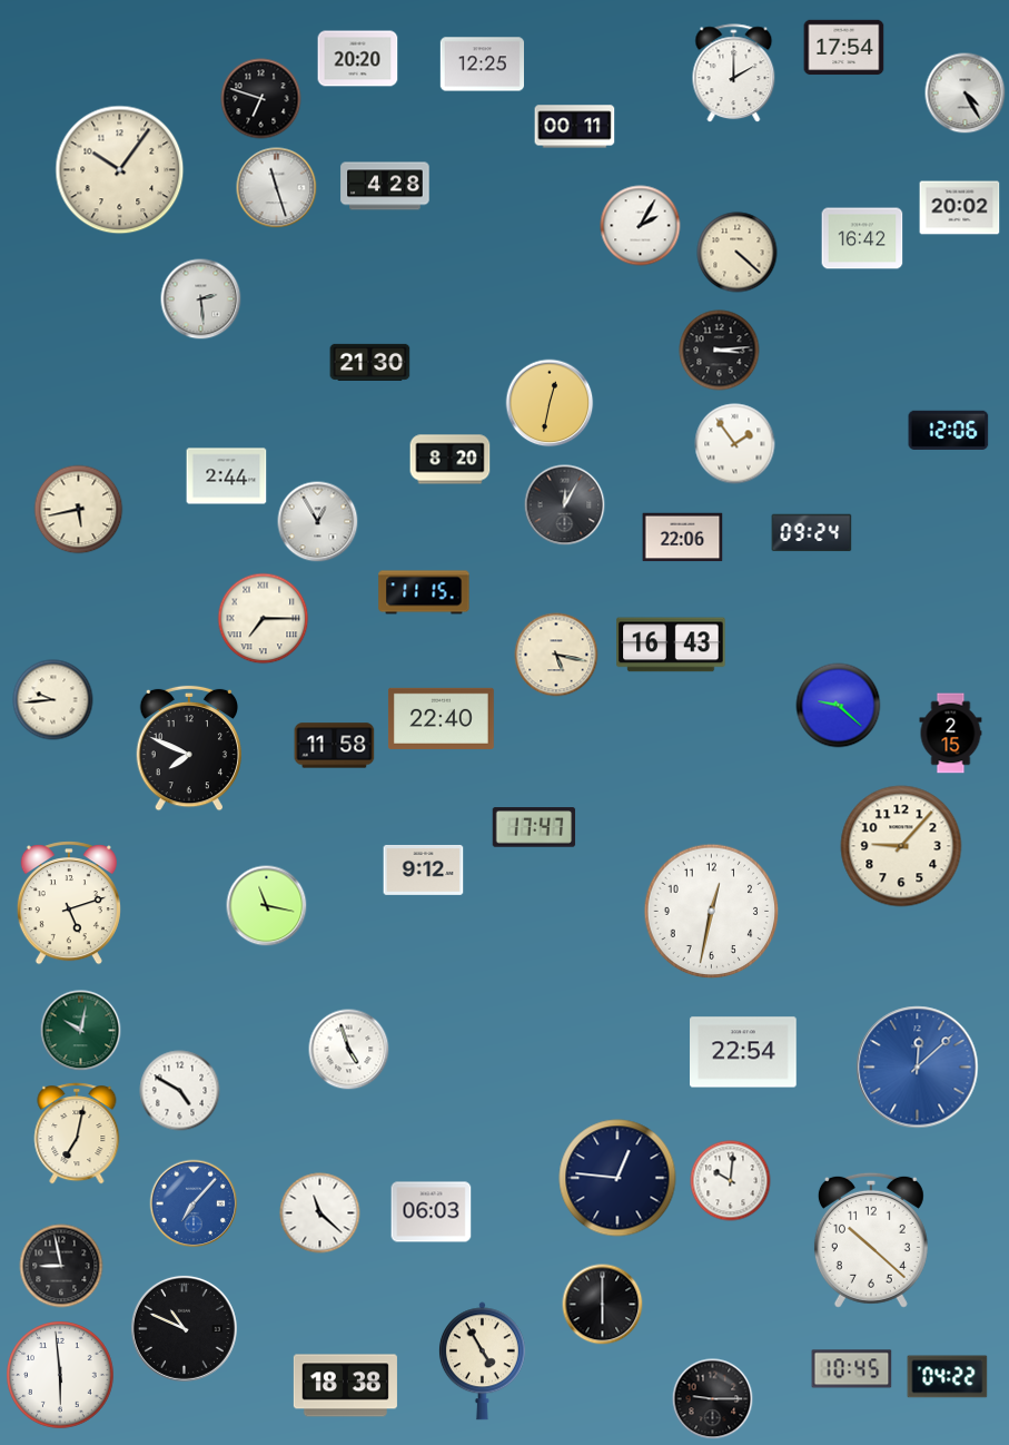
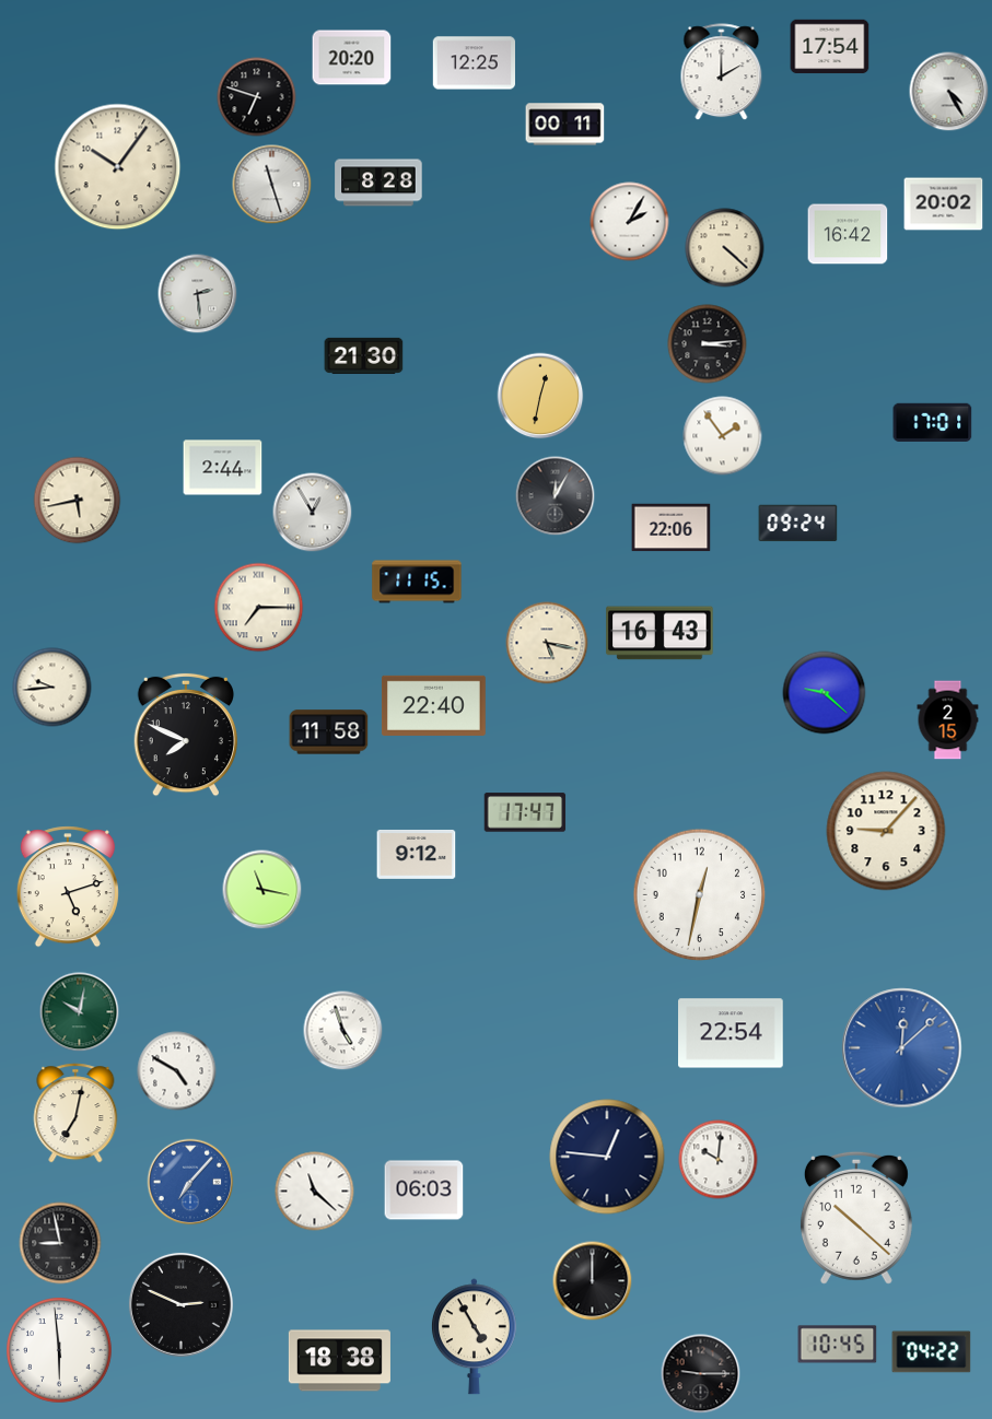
clock at (385, 186): 4:28 -> 8:28
clock at (949, 430): 12:06 -> 17:01
clock at (451, 460): 8:20 -> none
clock at (951, 734) position: (951, 734) -> (948, 720)
clock at (603, 1305): 6:00 -> 12:00
clock at (184, 1328): 10:49 -> 2:49
